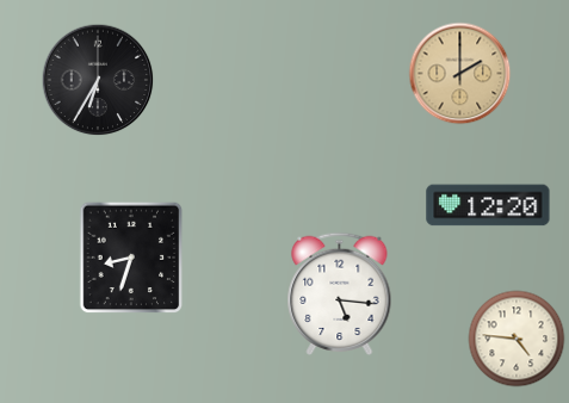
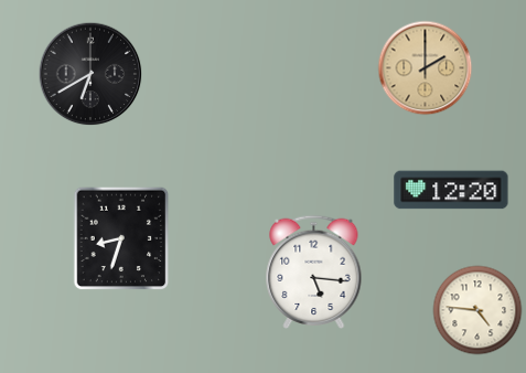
clock at (98, 80): 6:35 -> 6:40
clock at (517, 339) position: (517, 339) -> (477, 310)
